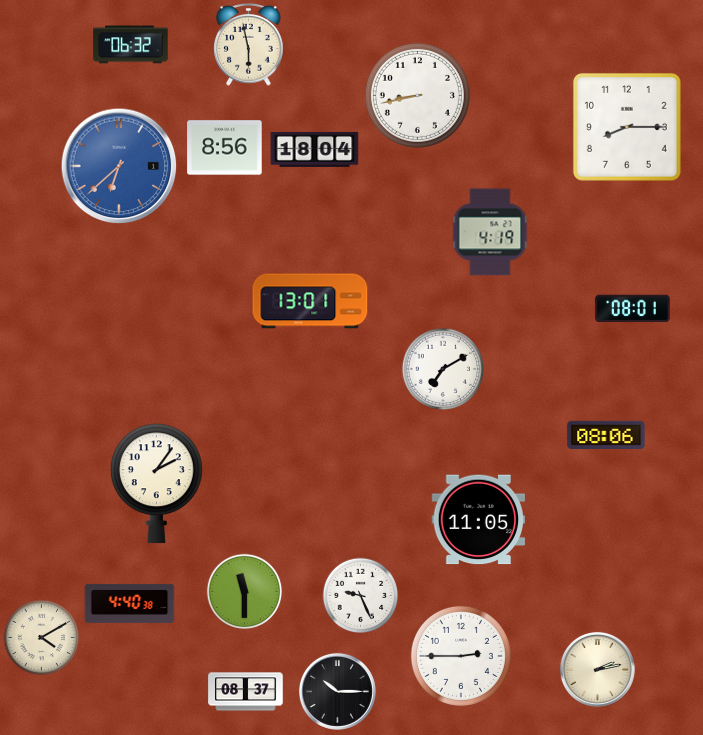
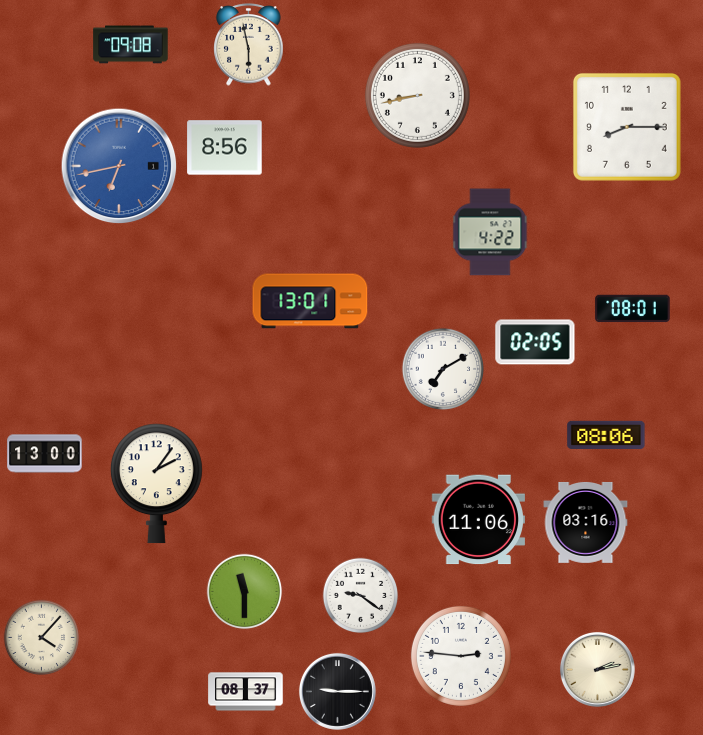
clock at (131, 45): 06:32 -> 09:08
clock at (315, 149): 18:04 -> none
clock at (119, 166): 6:38 -> 6:43
clock at (490, 232): 4:19 -> 4:22
clock at (535, 342): none -> 02:05
clock at (45, 454): none -> 13:00
clock at (478, 520): 11:05 -> 11:06
clock at (586, 522): none -> 03:16
clock at (361, 596): 9:26 -> 9:21
clock at (130, 603): 4:40 -> none
clock at (42, 638): 4:10 -> 4:07
clock at (461, 656): 2:45 -> 2:46
clock at (337, 691): 10:15 -> 9:15
